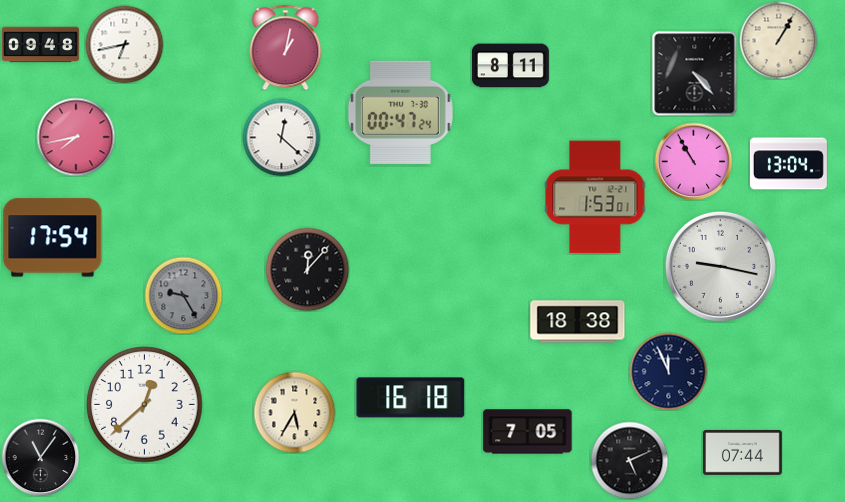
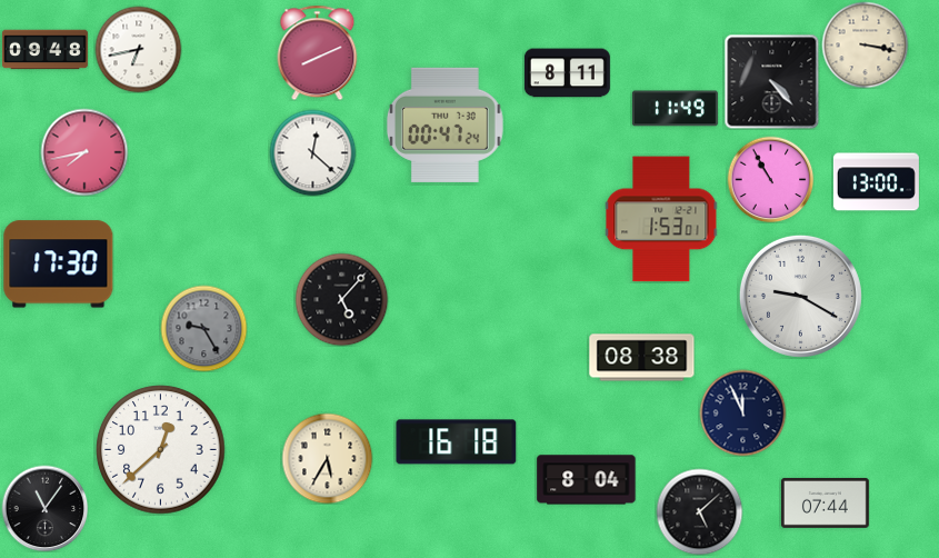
clock at (778, 40): 1:05 -> 3:17
clock at (286, 47): 1:02 -> 8:11
clock at (675, 109): none -> 11:49
clock at (788, 164): 13:04 -> 13:00
clock at (53, 238): 17:54 -> 17:30
clock at (720, 266): 9:17 -> 9:20
clock at (307, 269): 12:07 -> 5:07
clock at (578, 322): 18:38 -> 08:38
clock at (528, 432): 7:05 -> 8:04
clock at (629, 460): 5:11 -> 5:08
